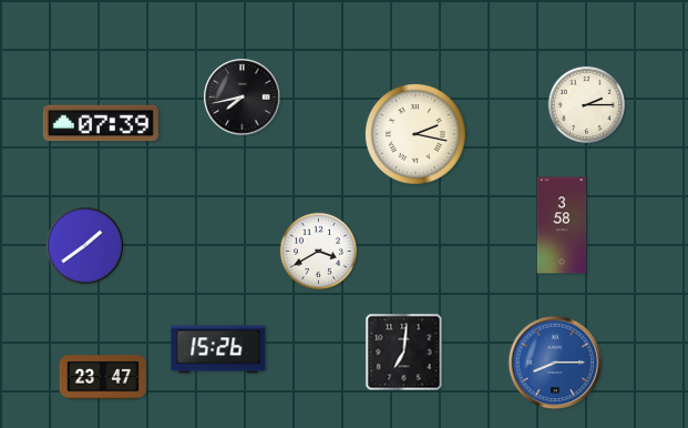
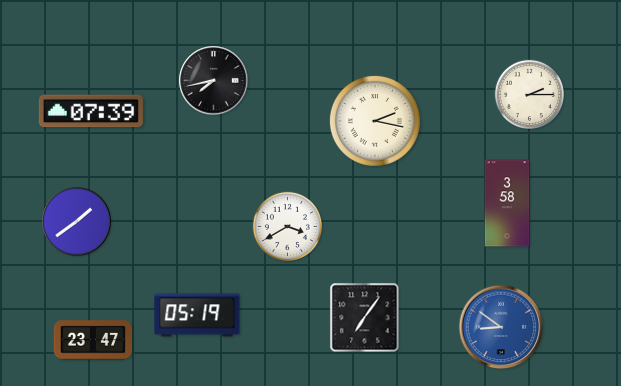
clock at (243, 98) position: (243, 98) -> (214, 81)
clock at (218, 349): 15:26 -> 05:19
clock at (404, 353): 7:01 -> 7:06
clock at (555, 363): 8:15 -> 8:51
